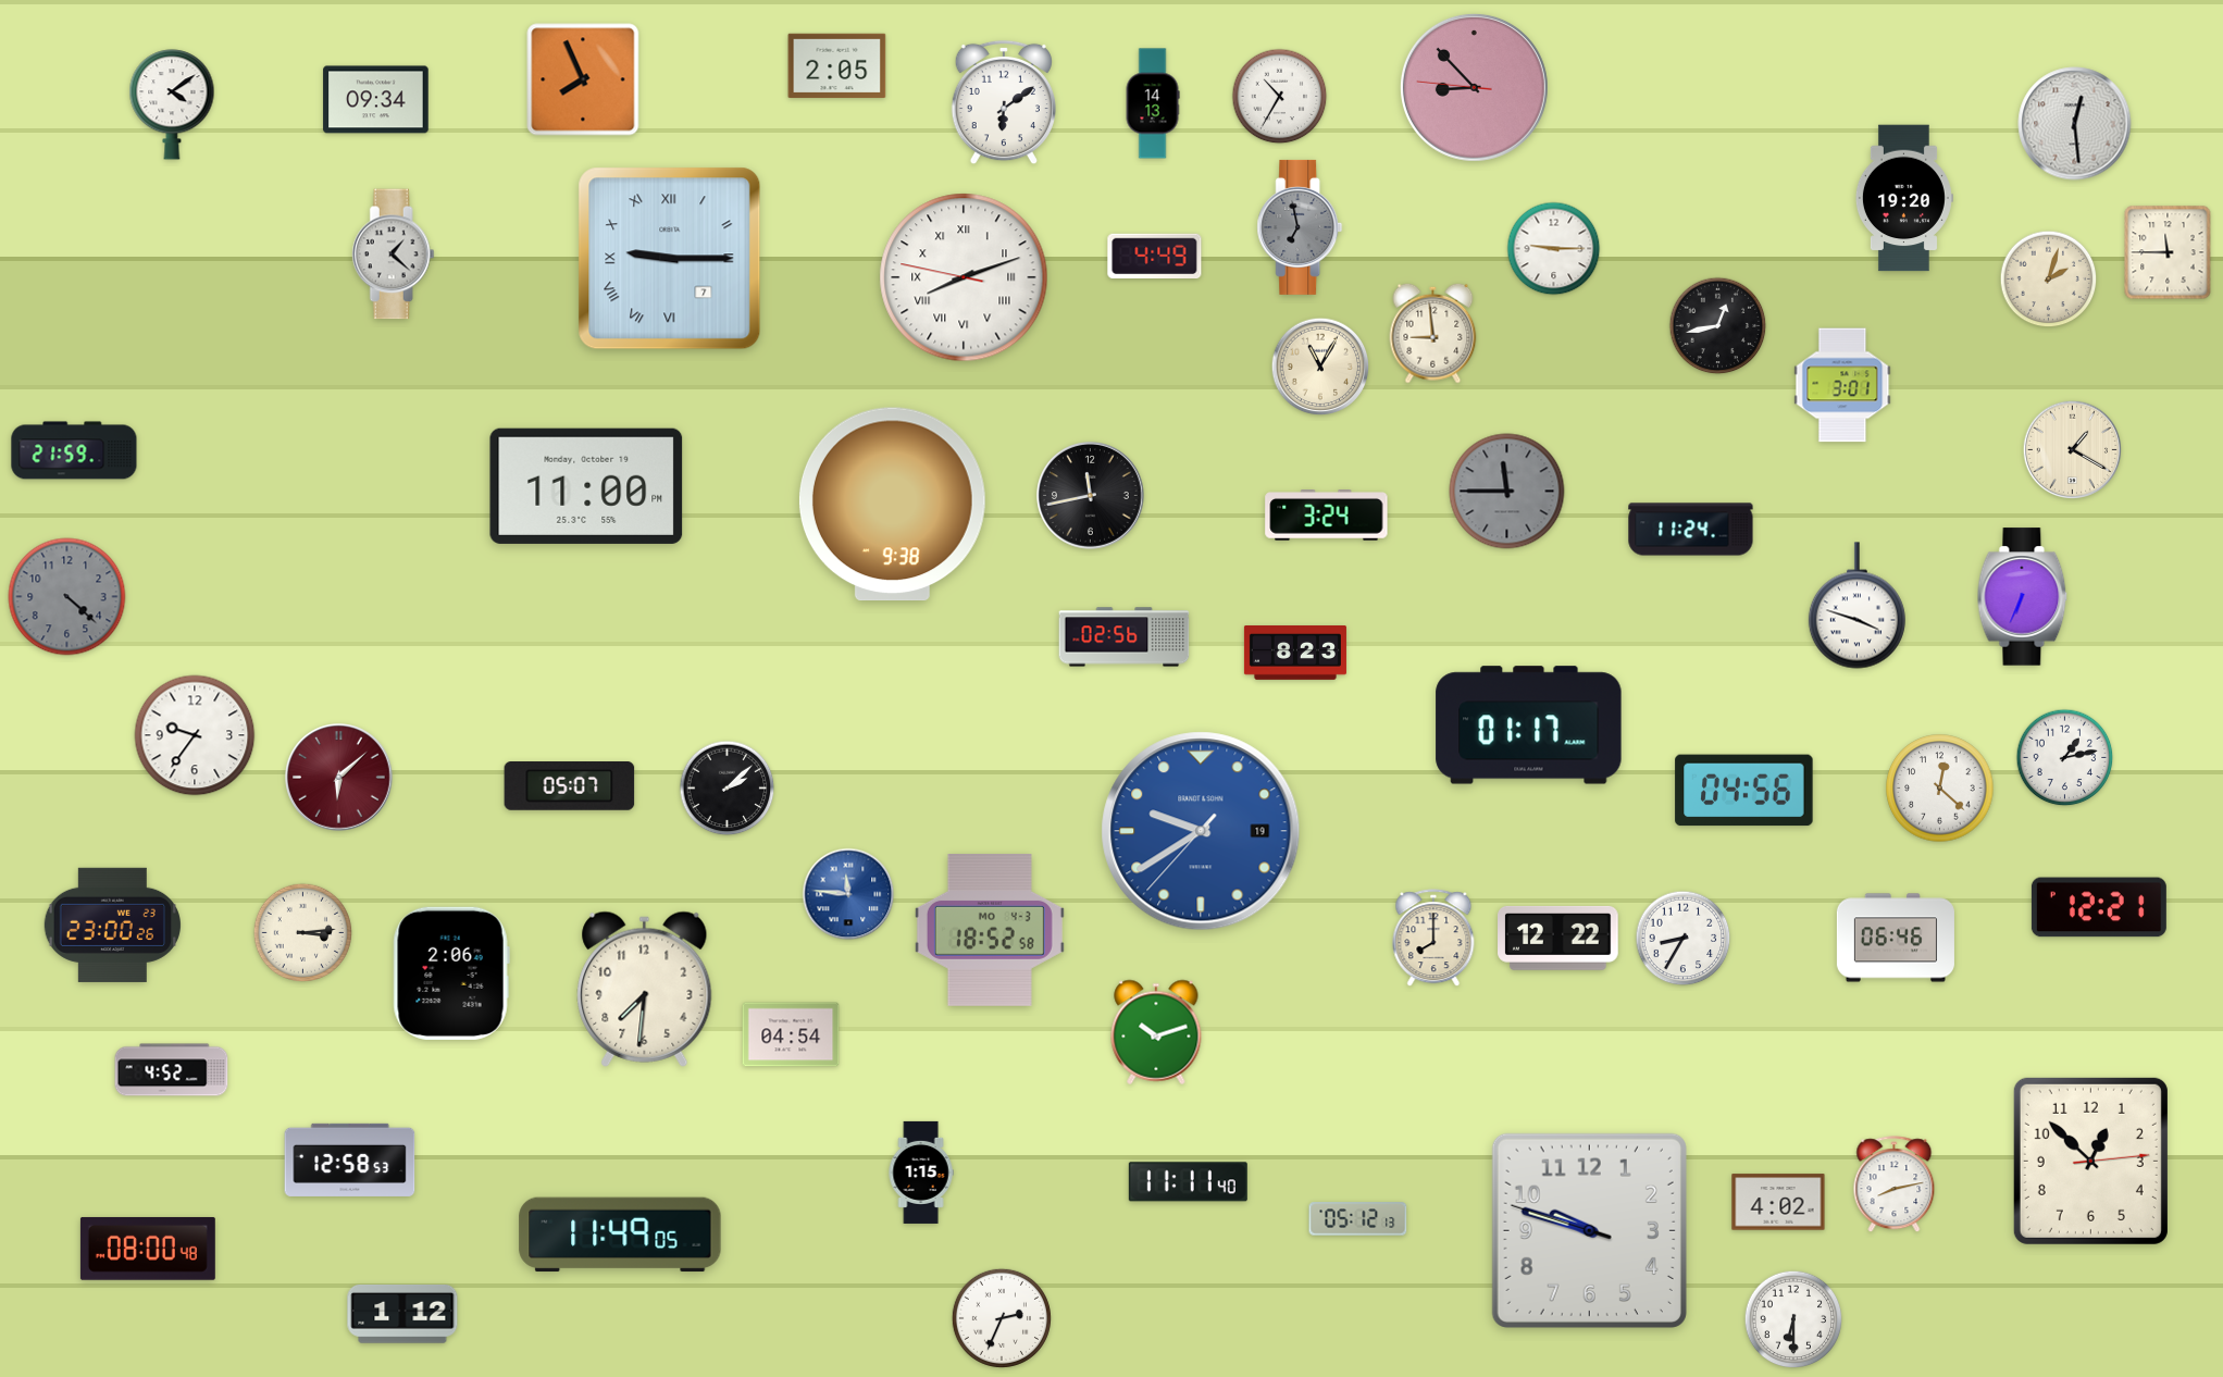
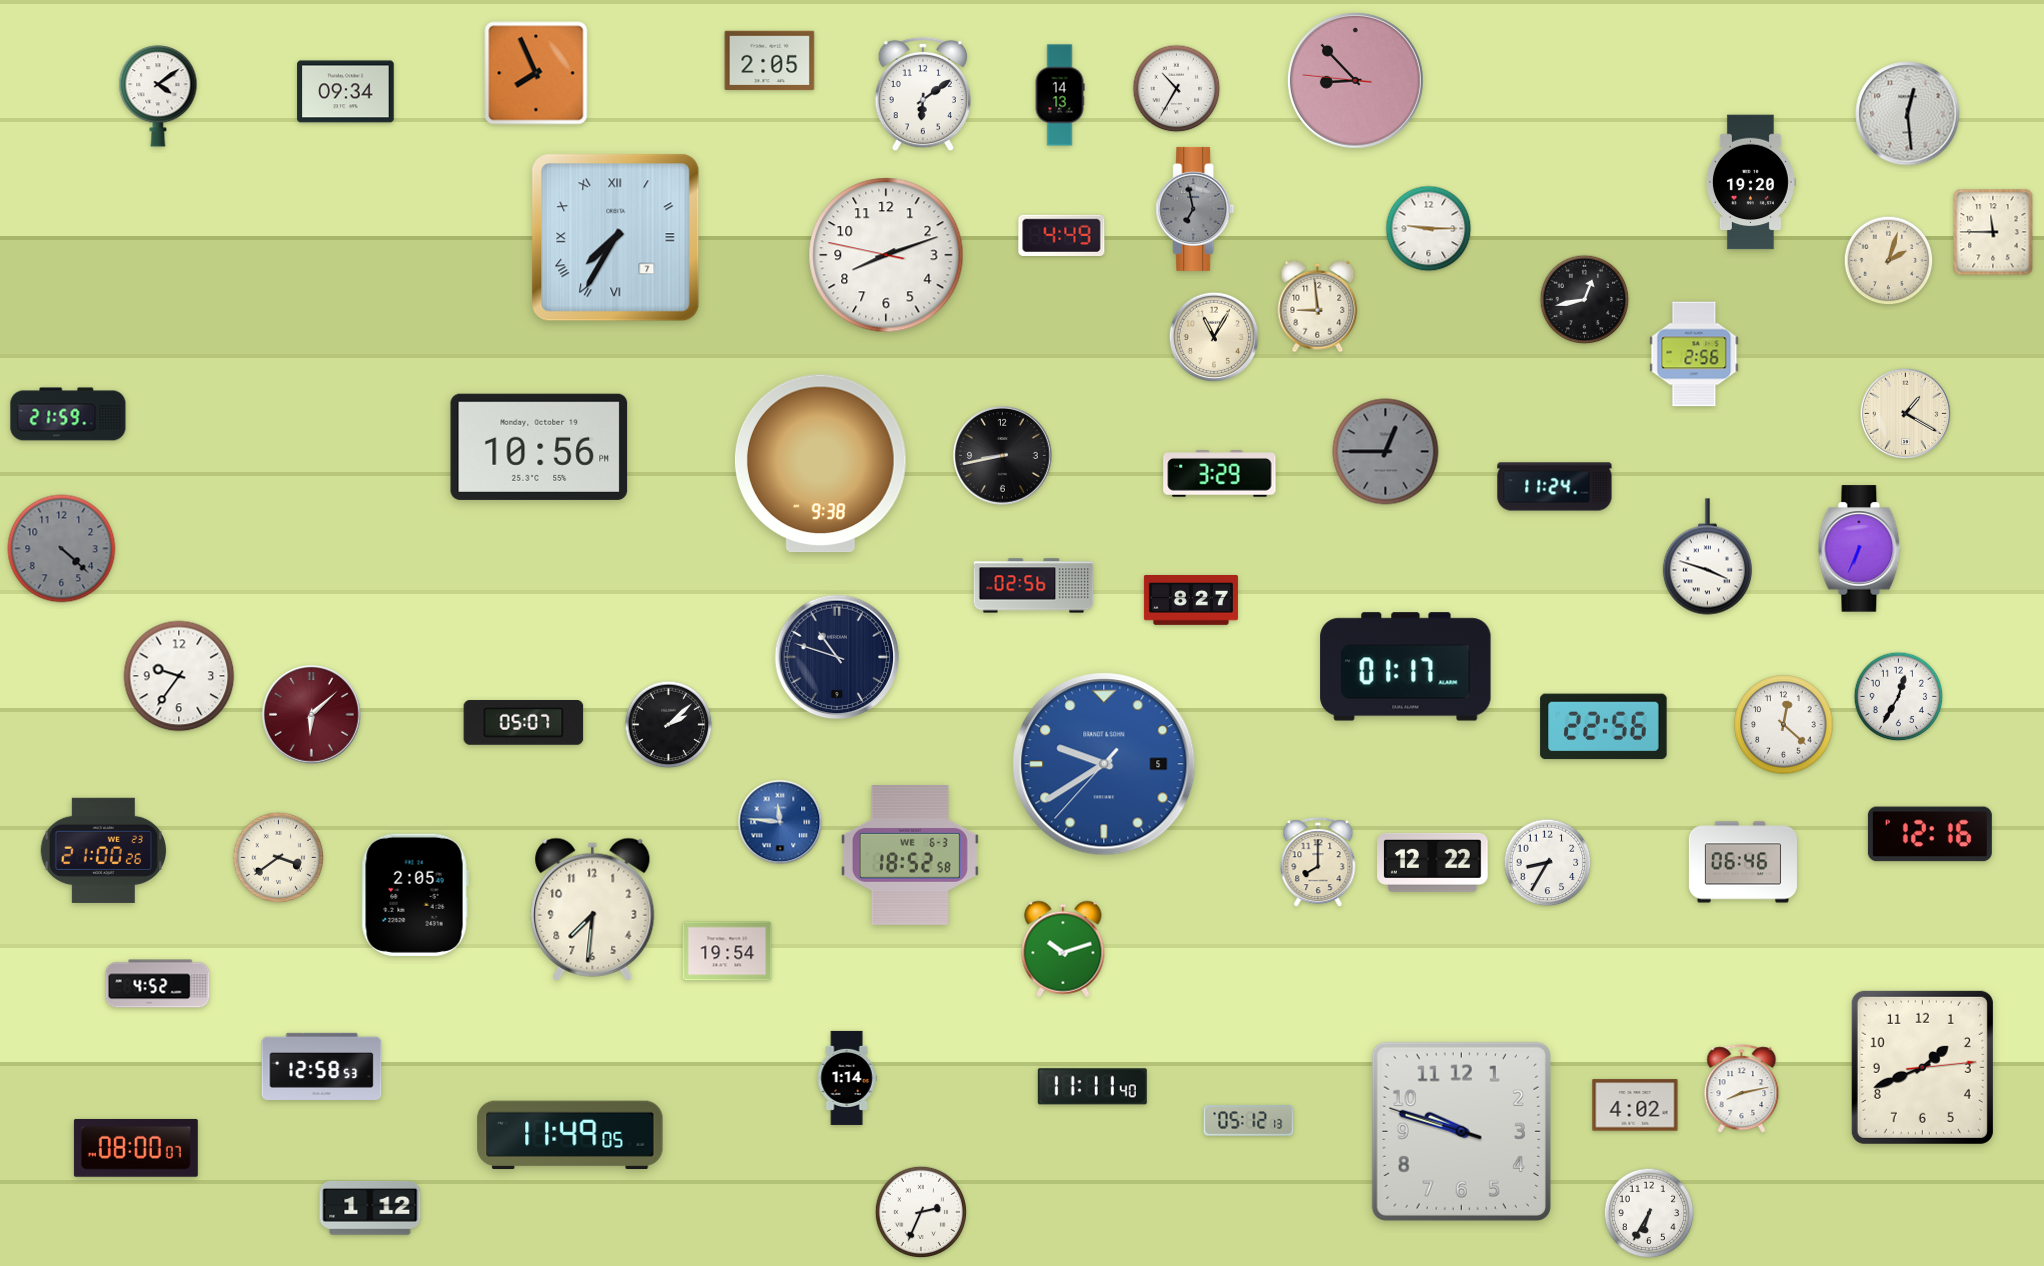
clock at (393, 255): 1:22 -> none
clock at (670, 259): 9:15 -> 7:35
clock at (964, 277) numerals: Roman -> Arabic
clock at (2049, 280) position: (2049, 280) -> (1889, 261)
clock at (1718, 326) position: (1718, 326) -> (1585, 300)
clock at (1842, 385): 3:01 -> 2:56
clock at (586, 486): 11:00 -> 10:56
clock at (1507, 492): 11:45 -> 12:45
clock at (1091, 496): 11:43 -> 8:43
clock at (1327, 516): 3:24 -> 3:29
clock at (1295, 654): 8:23 -> 8:27
clock at (837, 657): none -> 10:48
clock at (2065, 758): 1:13 -> 12:35
clock at (1744, 791): 04:56 -> 22:56
clock at (1201, 831) date: 19 -> 5
clock at (2099, 907): 12:21 -> 12:16
clock at (112, 925): 23:00 -> 21:00
clock at (990, 931) date: MO 4-3 -> WE 6-3
clock at (302, 932): 3:14 -> 3:39
clock at (451, 973): 2:06 -> 2:05
clock at (791, 1034): 04:54 -> 19:54
clock at (2090, 1161): 12:52 -> 1:41
clock at (921, 1173): 1:15 -> 1:14
clock at (148, 1249): 08:00:48 -> 08:00:07
clock at (1793, 1319): 6:30 -> 6:35
